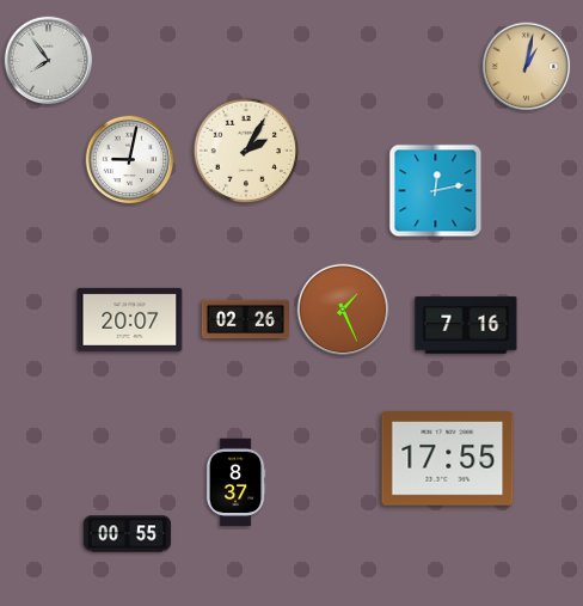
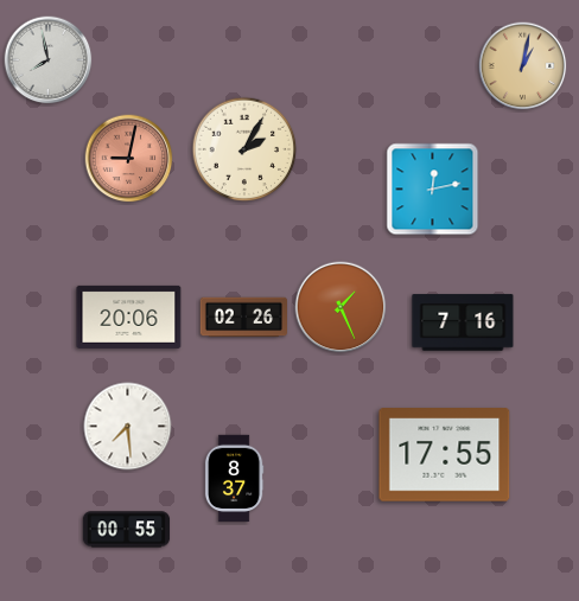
clock at (49, 61): 7:54 -> 7:58
clock at (130, 160) dial: white -> salmon
clock at (130, 319): 20:07 -> 20:06
clock at (128, 427): none -> 7:29
